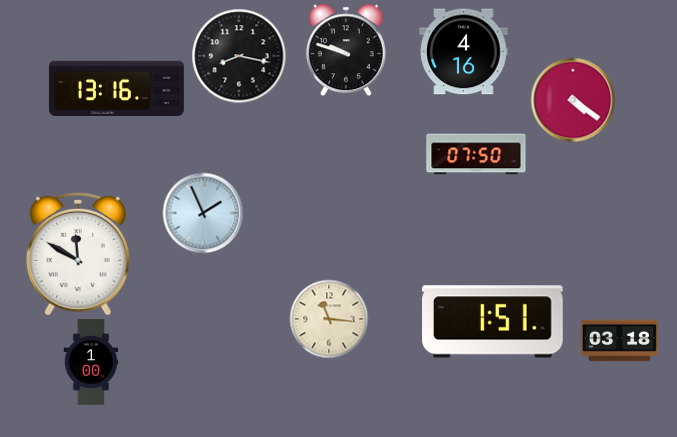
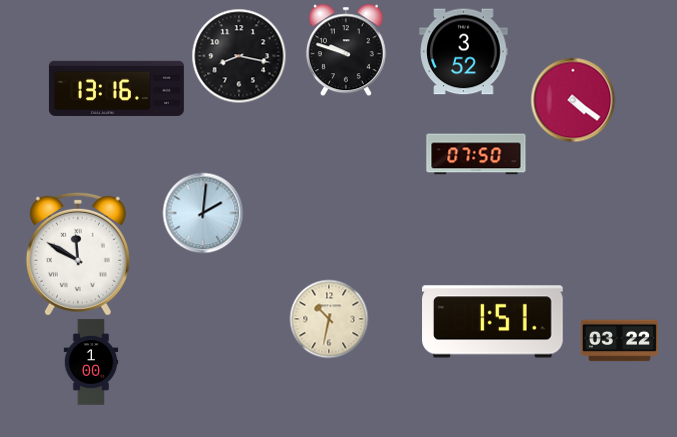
clock at (464, 52): 4:16 -> 3:52
clock at (203, 213): 1:56 -> 2:01
clock at (329, 319): 11:16 -> 10:32
clock at (619, 341): 03:18 -> 03:22
